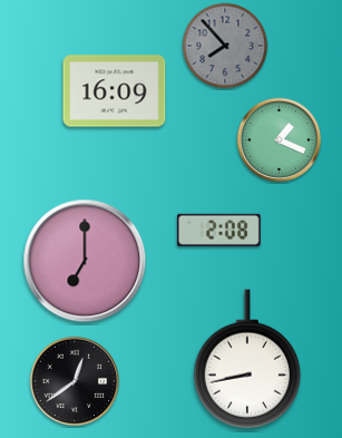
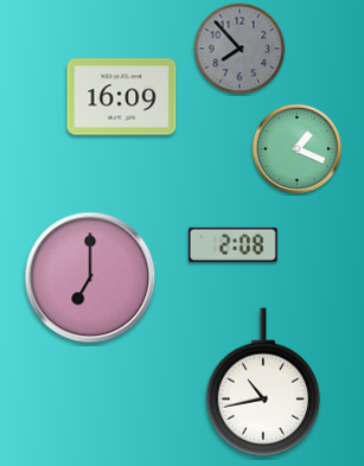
clock at (247, 359): 8:43 -> 10:43
clock at (75, 381): 12:39 -> none
